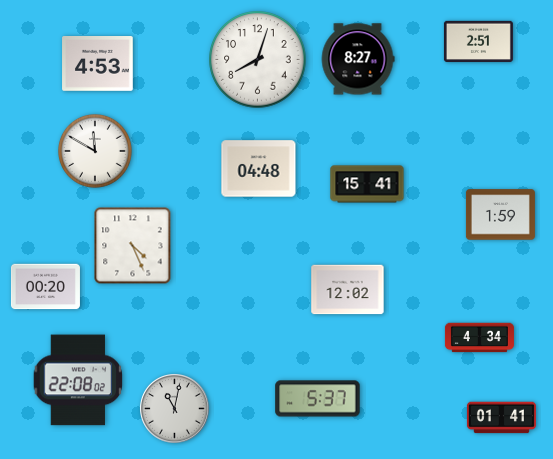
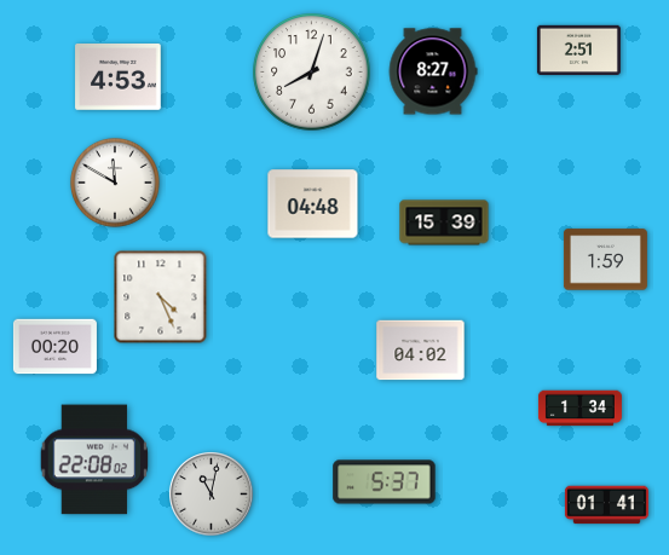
clock at (367, 184): 15:41 -> 15:39
clock at (348, 290): 12:02 -> 04:02
clock at (479, 338): 4:34 -> 1:34
